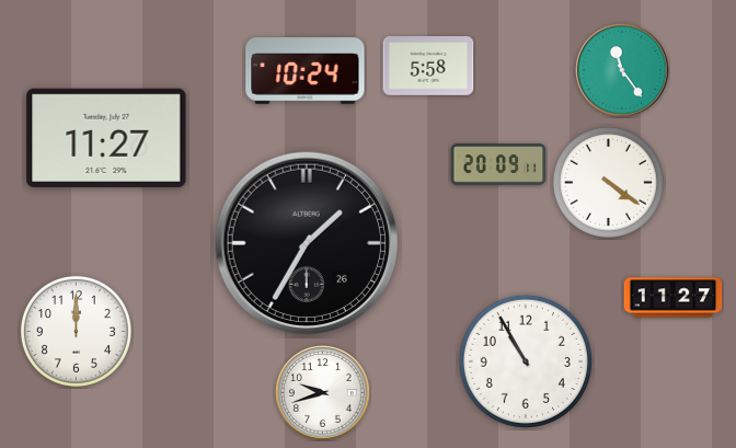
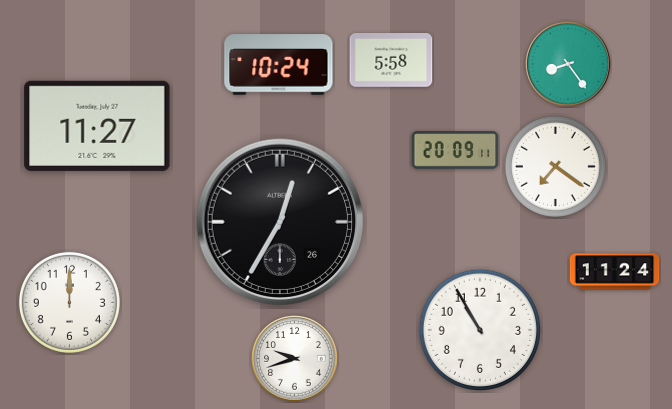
clock at (622, 70): 11:24 -> 8:24
clock at (608, 182): 4:21 -> 7:21
clock at (306, 242): 1:35 -> 12:35
clock at (674, 298): 11:27 -> 11:24
